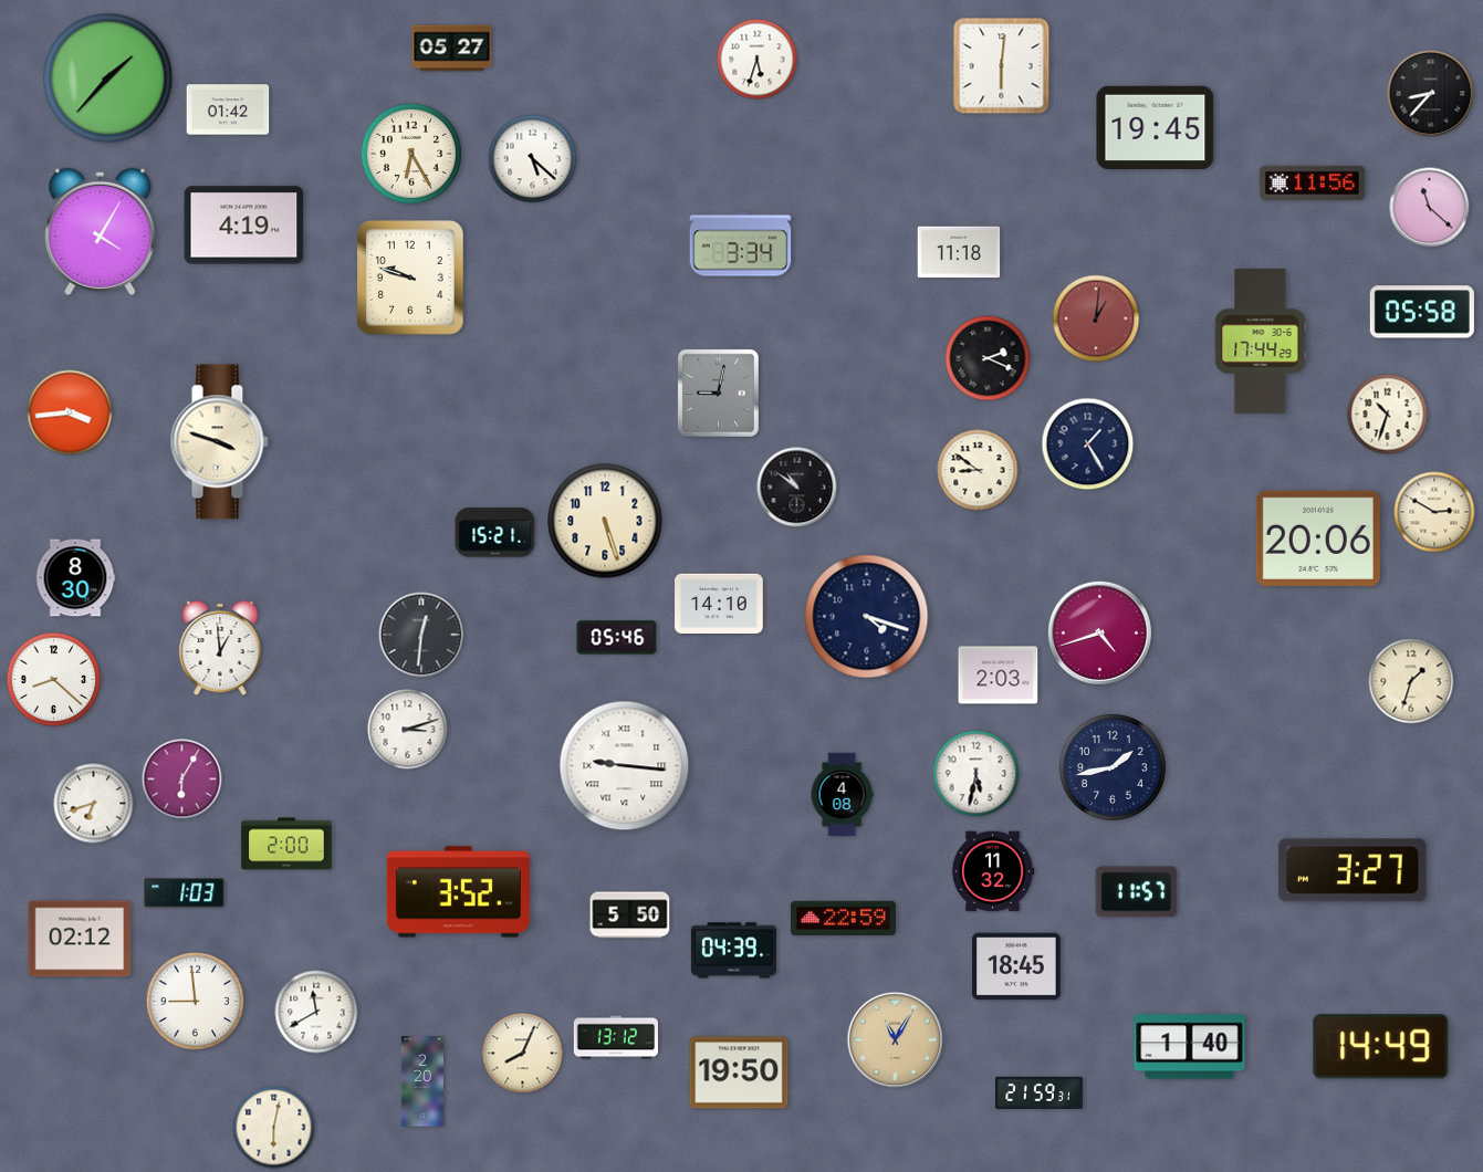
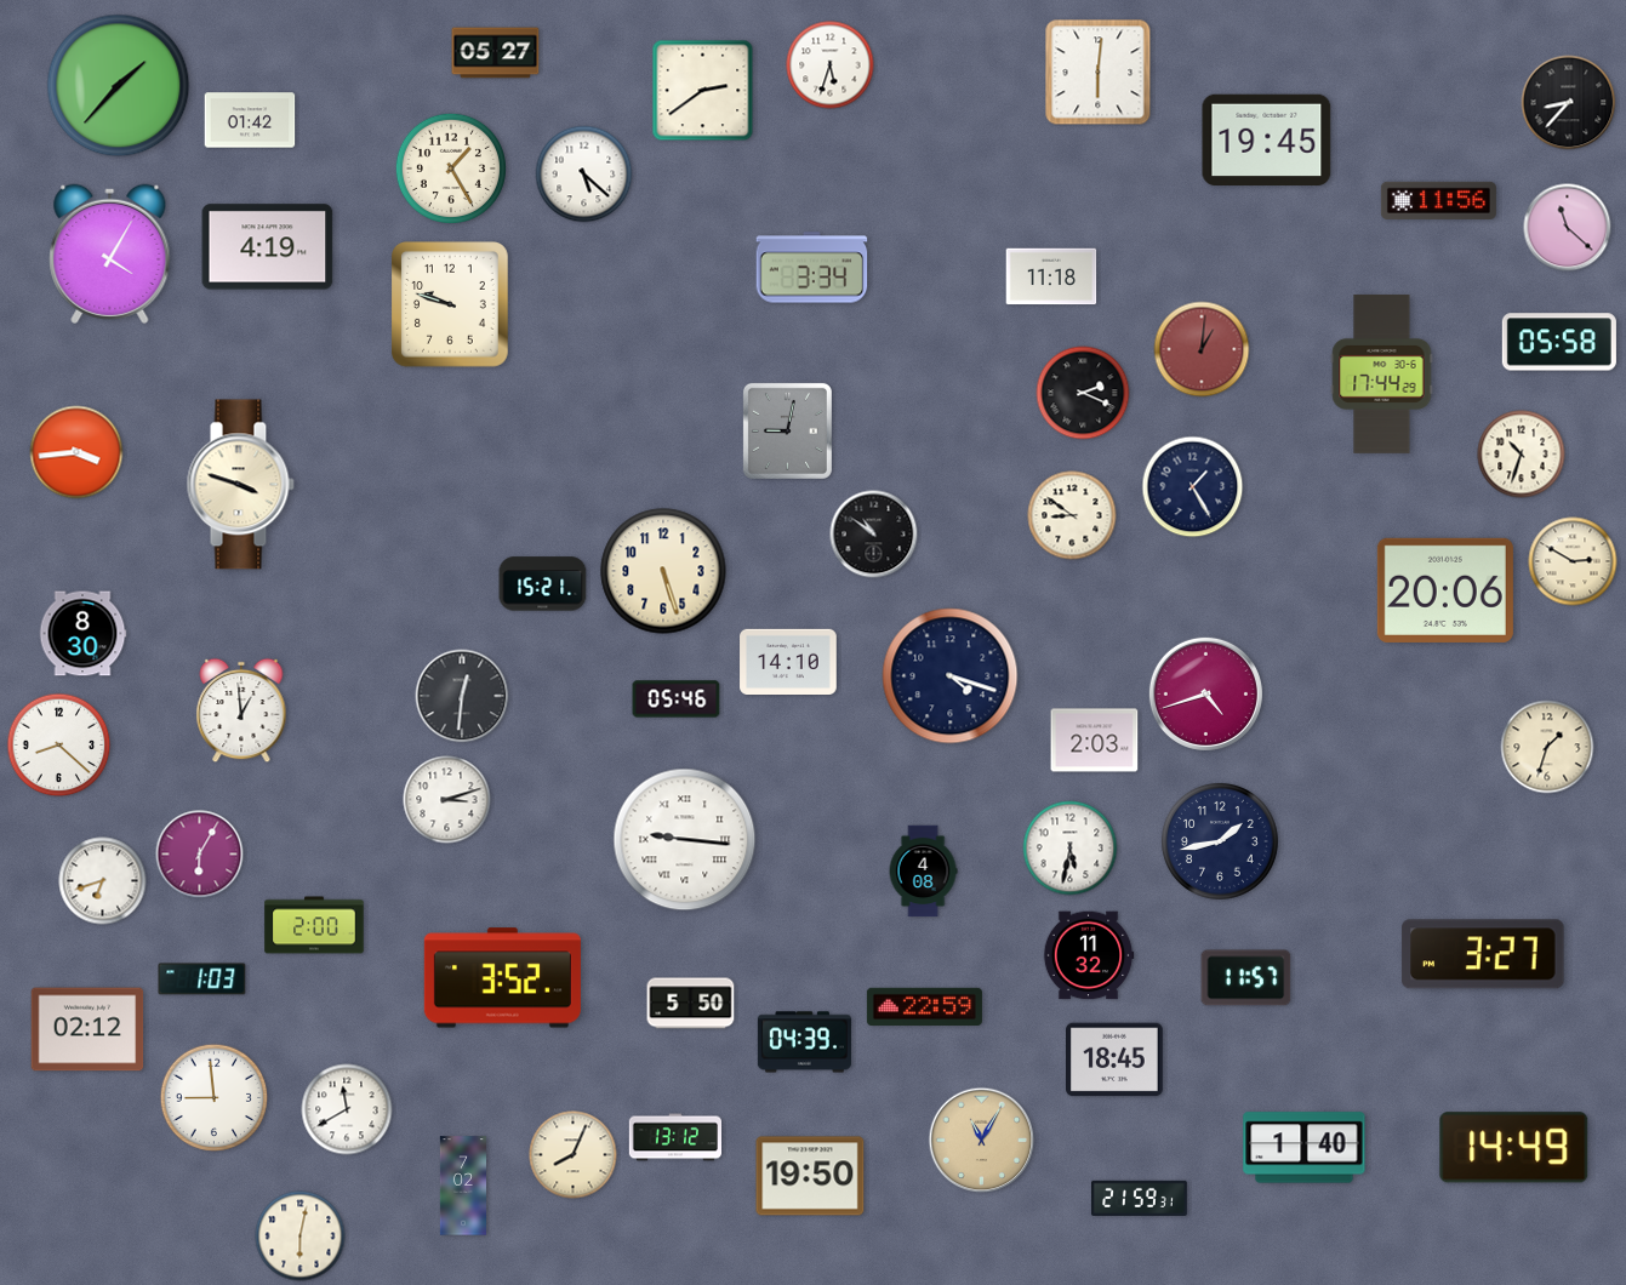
clock at (703, 91): none -> 2:39
clock at (411, 154): 6:25 -> 1:25
clock at (421, 1081): 2:20 -> 7:02
